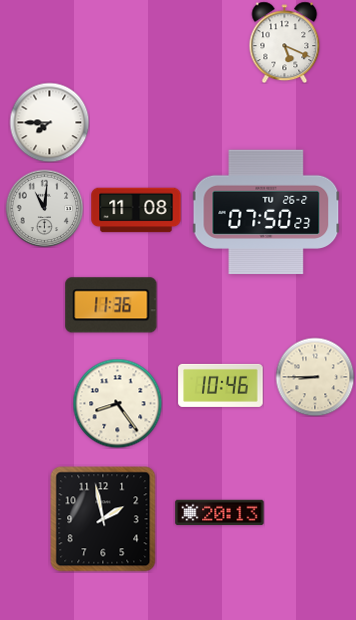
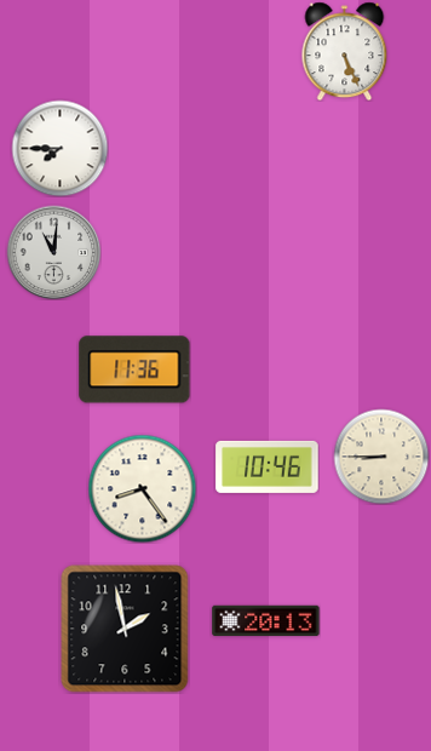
clock at (285, 42): 5:19 -> 5:26
clock at (136, 210): 11:08 -> none
clock at (266, 212): 07:50 -> none
